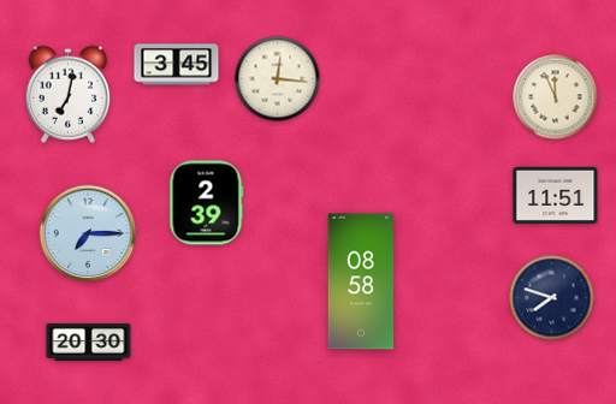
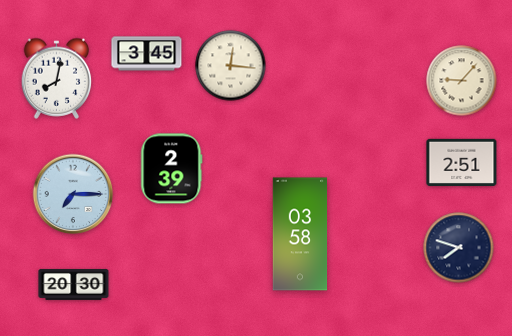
clock at (69, 94): 7:02 -> 8:02
clock at (556, 97): 11:56 -> 9:07
clock at (556, 195): 11:51 -> 2:51
clock at (361, 281): 08:58 -> 03:58
